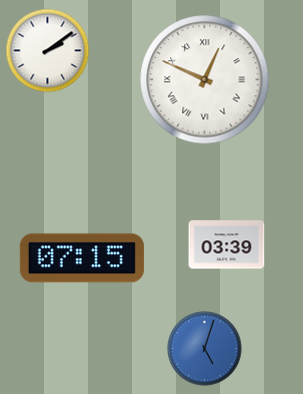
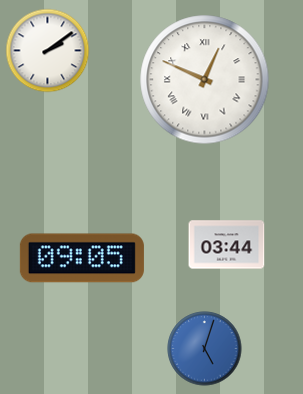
clock at (227, 245): 03:39 -> 03:44
clock at (82, 258): 07:15 -> 09:05
